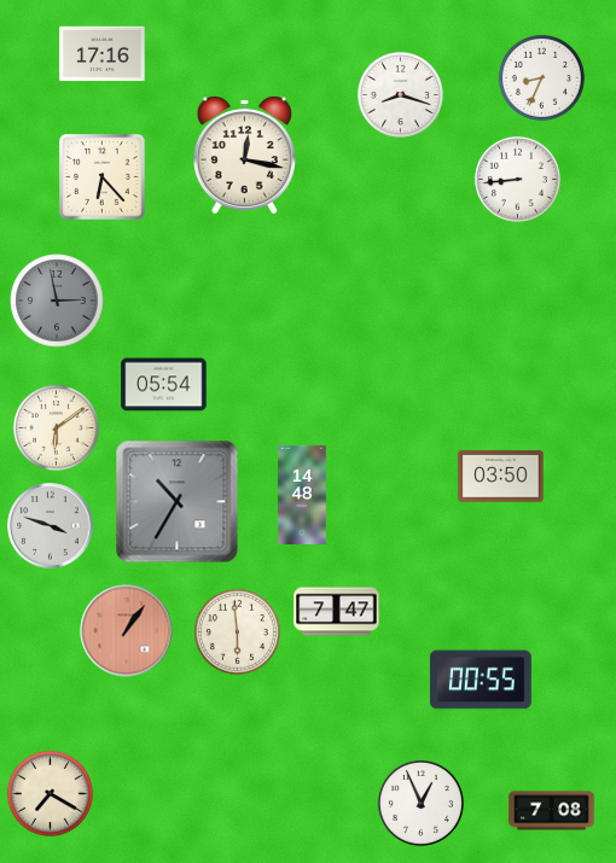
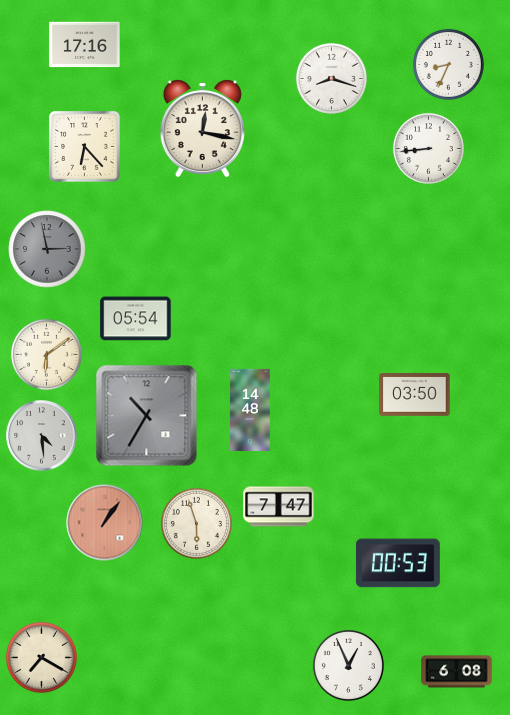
clock at (51, 526): 3:48 -> 4:29
clock at (237, 631): 5:59 -> 5:57
clock at (481, 680): 00:55 -> 00:53
clock at (552, 811): 7:08 -> 6:08
